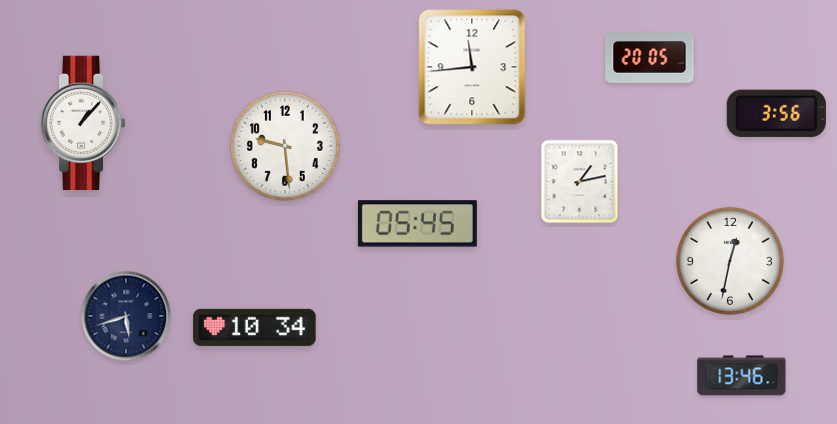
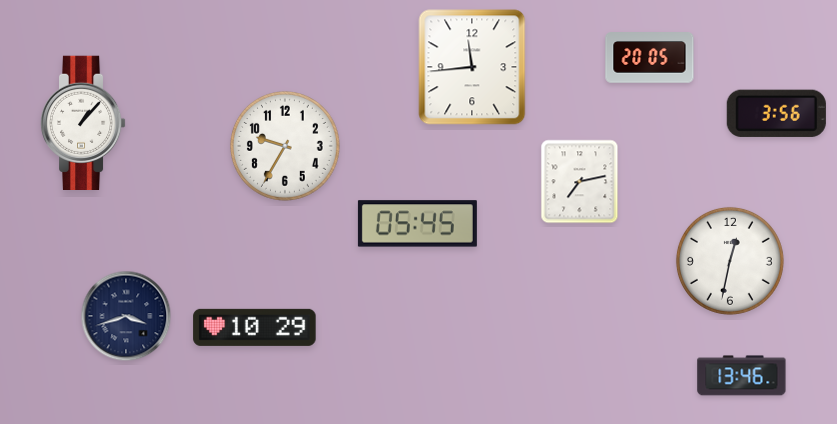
clock at (285, 146): 9:29 -> 9:35
clock at (580, 182): 1:13 -> 7:13
clock at (126, 316): 5:42 -> 3:42
clock at (255, 327): 10:34 -> 10:29
